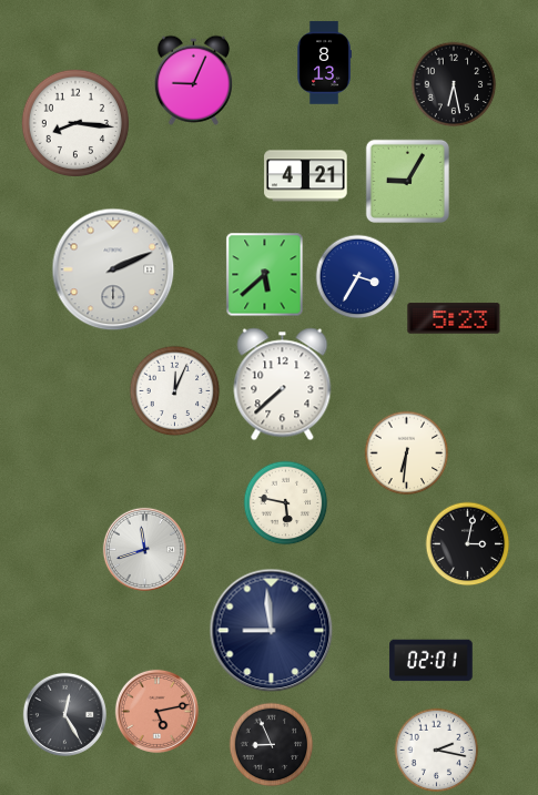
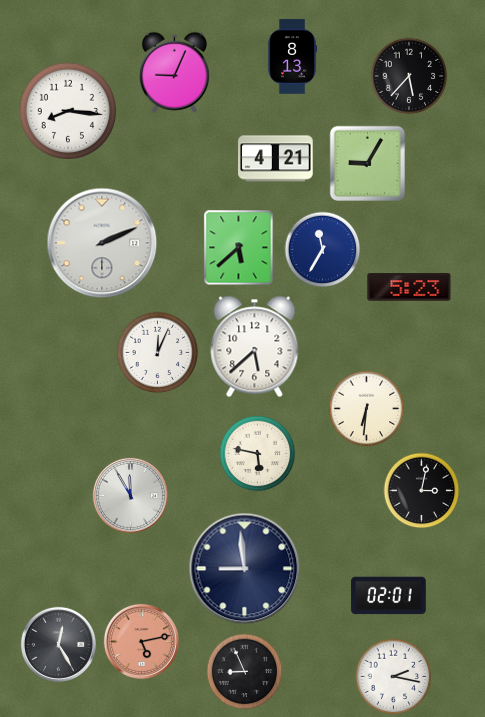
clock at (454, 84): 6:28 -> 5:37
clock at (358, 277): 3:35 -> 11:35
clock at (283, 385): 7:38 -> 5:38
clock at (144, 549): 11:42 -> 11:55
